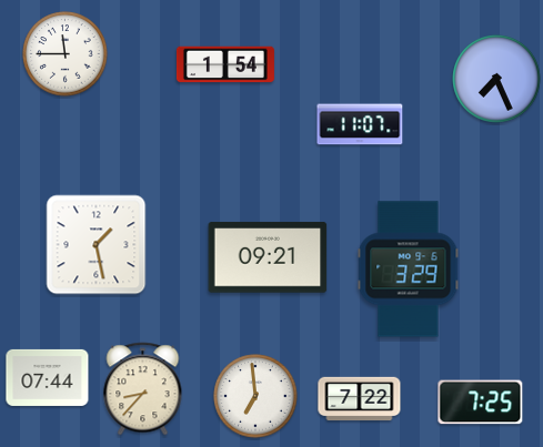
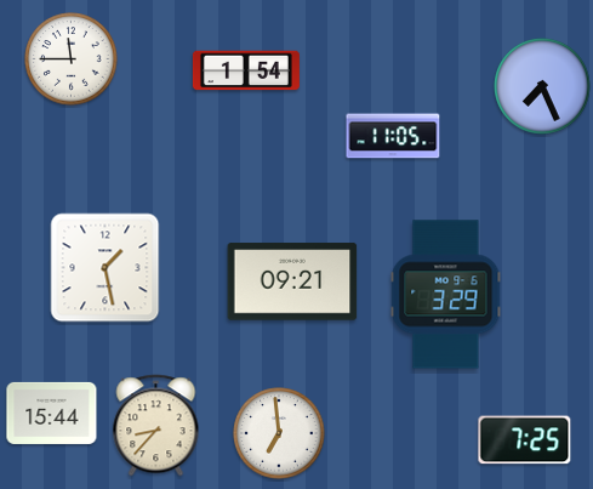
clock at (360, 124): 11:07 -> 11:05
clock at (48, 377): 07:44 -> 15:44
clock at (360, 399): 7:22 -> none
